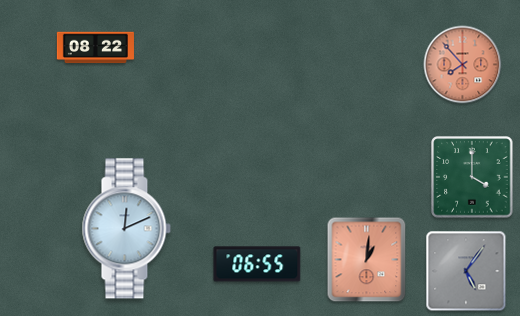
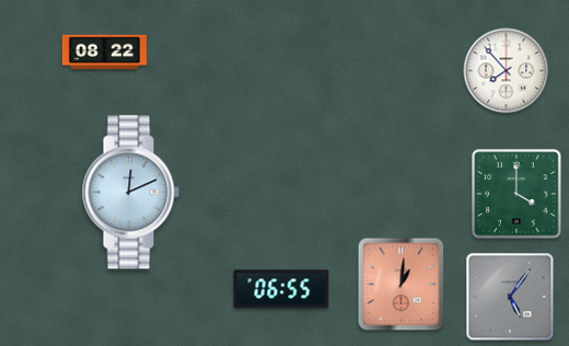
clock at (463, 65) dial: salmon -> white
clock at (126, 229) position: (126, 229) -> (130, 193)
